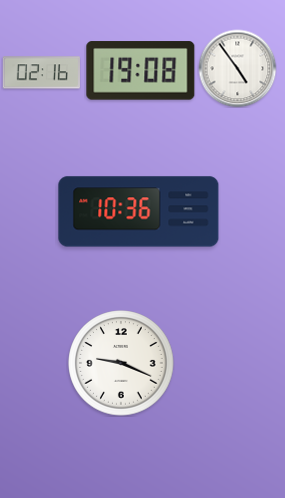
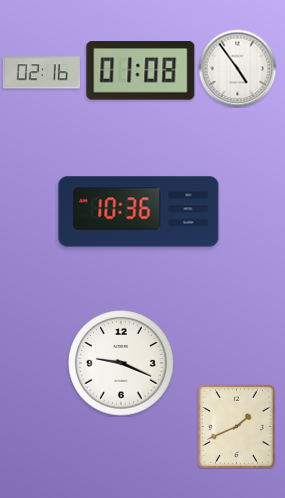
clock at (141, 71): 19:08 -> 01:08
clock at (236, 426): none -> 1:41
